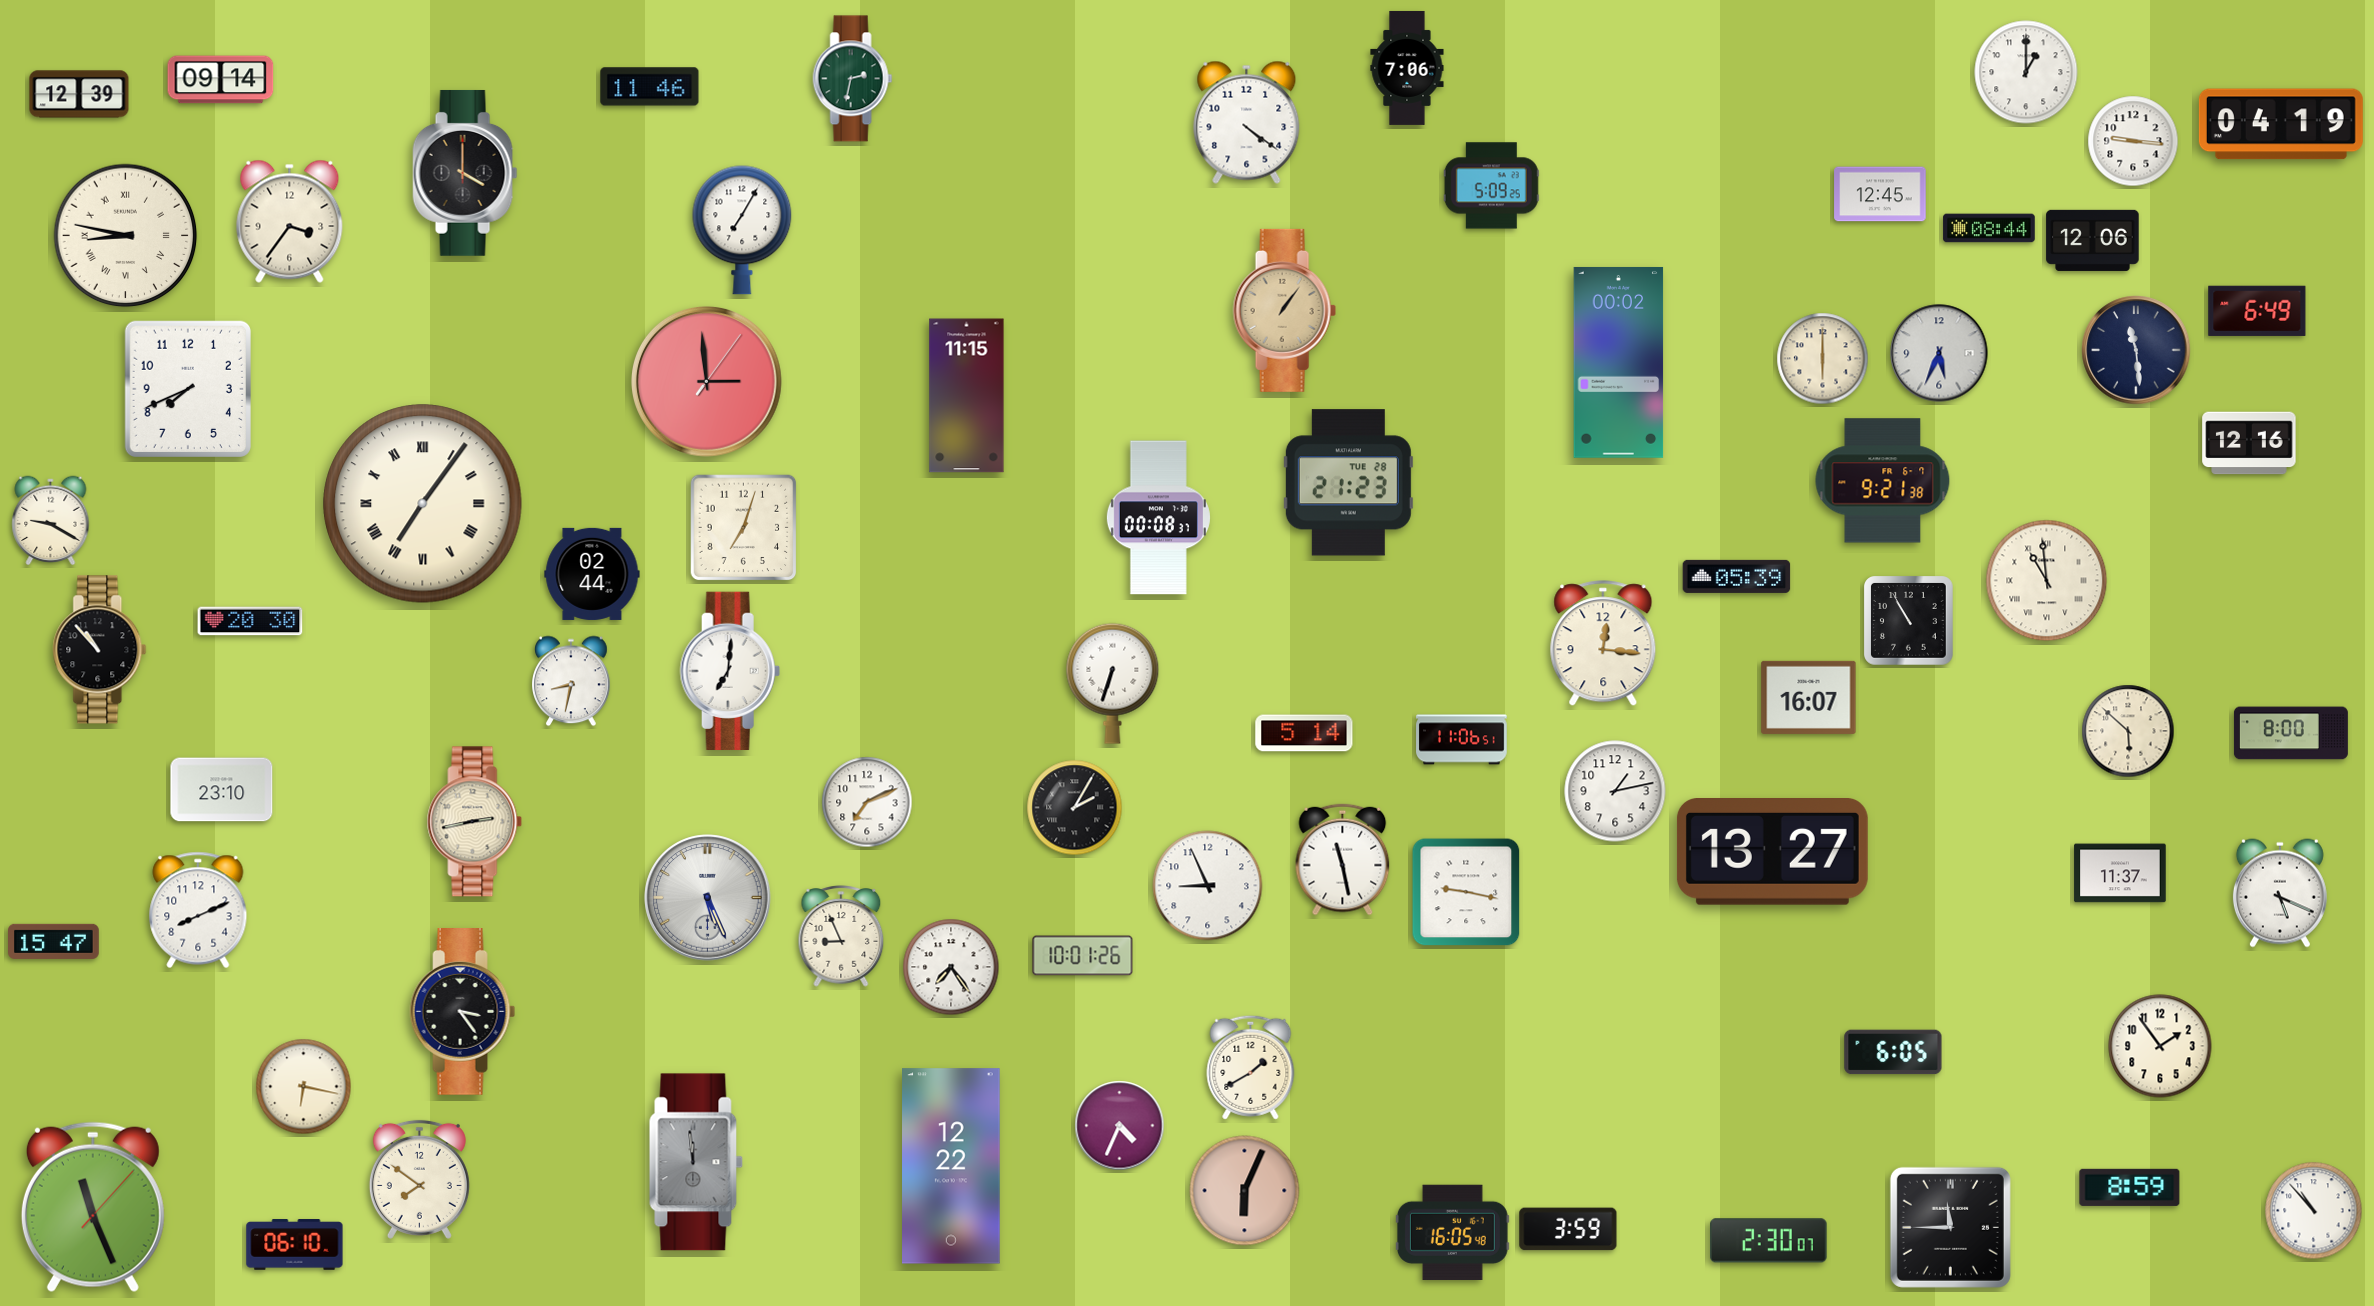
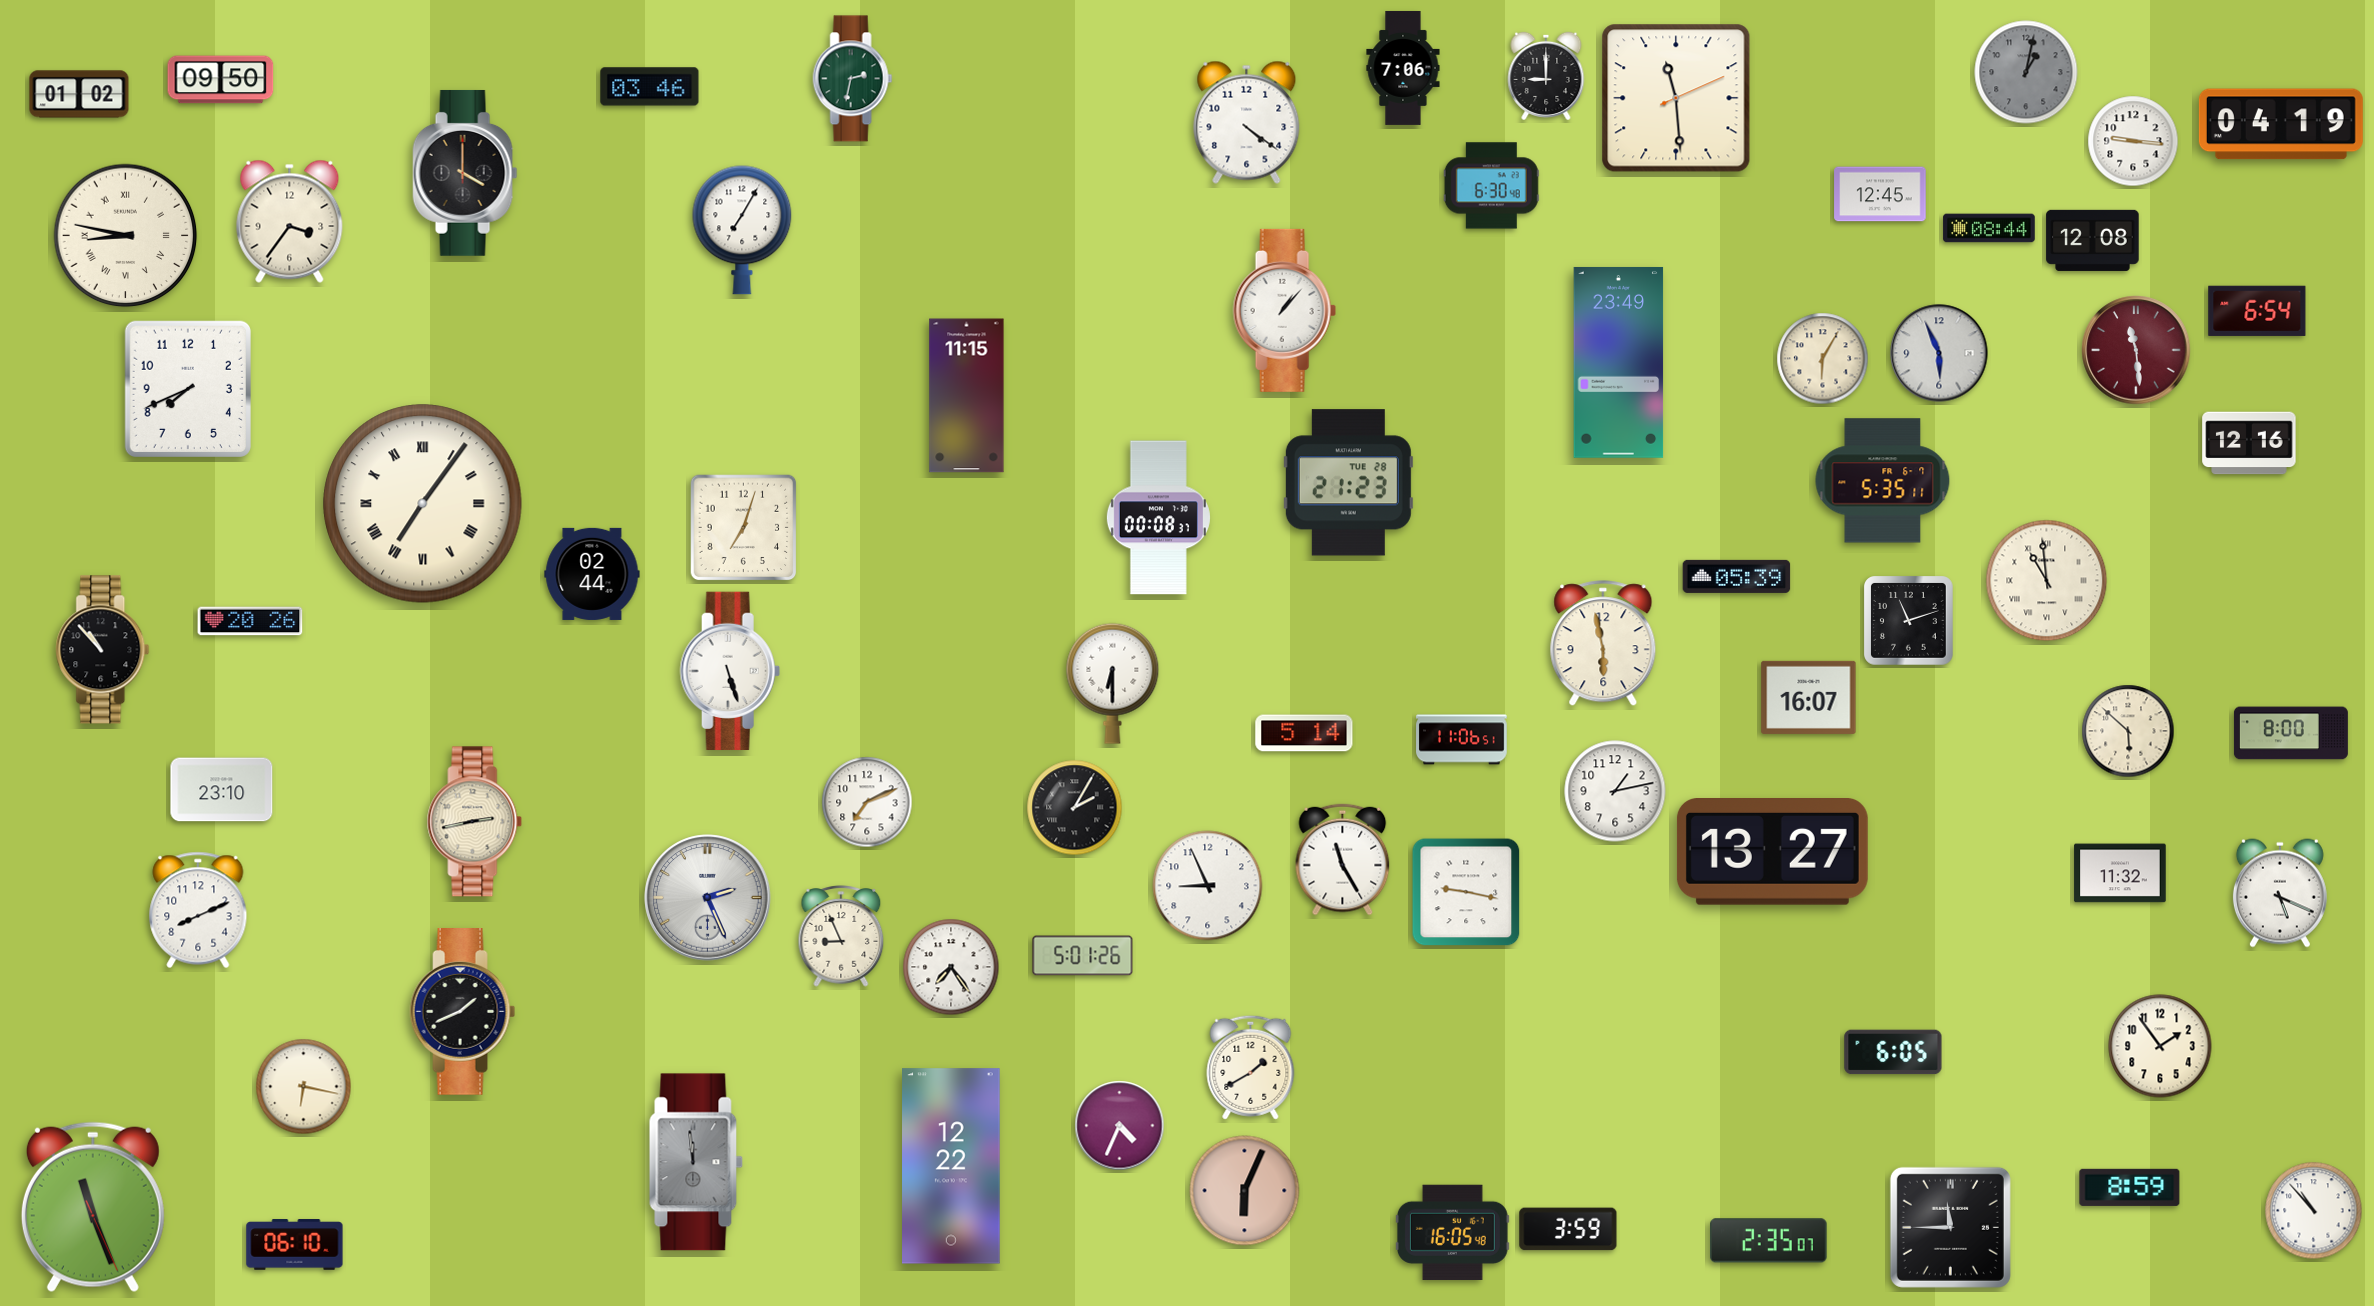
clock at (1407, 68) position: (1407, 68) -> (1403, 68)
clock at (2026, 72): 1:00 -> 1:02
clock at (2026, 72) dial: white -> grey
clock at (1546, 76): none -> 9:00
clock at (221, 80): 09:14 -> 09:50
clock at (650, 87): 11:46 -> 03:46
clock at (79, 94): 12:39 -> 01:02
clock at (1676, 98): none -> 11:29
clock at (1491, 186): 5:09 -> 6:30
clock at (2093, 240): 12:06 -> 12:08
clock at (1284, 310): 1:06 -> 1:07
clock at (1284, 310) dial: champagne -> white
clock at (2257, 311): 6:49 -> 6:54
clock at (2136, 350) dial: navy -> burgundy
clock at (1939, 353): 5:34 -> 5:56
clock at (1823, 359): 6:00 -> 6:05
clock at (1619, 362): 00:02 -> 23:49
clock at (706, 381): 2:59 -> none
clock at (1883, 481): 9:21 -> 5:35
clock at (51, 521): 9:20 -> none
clock at (250, 621): 20:30 -> 20:26
clock at (1909, 621): 10:55 -> 11:12
clock at (1603, 644): 12:16 -> 5:58
clock at (100, 650) position: (100, 650) -> (103, 650)
clock at (730, 671): 7:01 -> 5:27
clock at (572, 681): 8:32 -> none
clock at (1113, 683): 6:33 -> 6:30
clock at (1343, 860): 11:28 -> 11:25
clock at (2120, 873): 11:37 -> 11:32
clock at (708, 898): 5:26 -> 2:26
clock at (54, 941): 15:47 -> none
clock at (1083, 956): 10:01 -> 5:01
clock at (463, 1012): 3:24 -> 1:41
clock at (419, 1179): 7:51 -> none
clock at (93, 1207): 11:26:07 -> 11:26:26
clock at (1769, 1241): 2:30 -> 2:35
